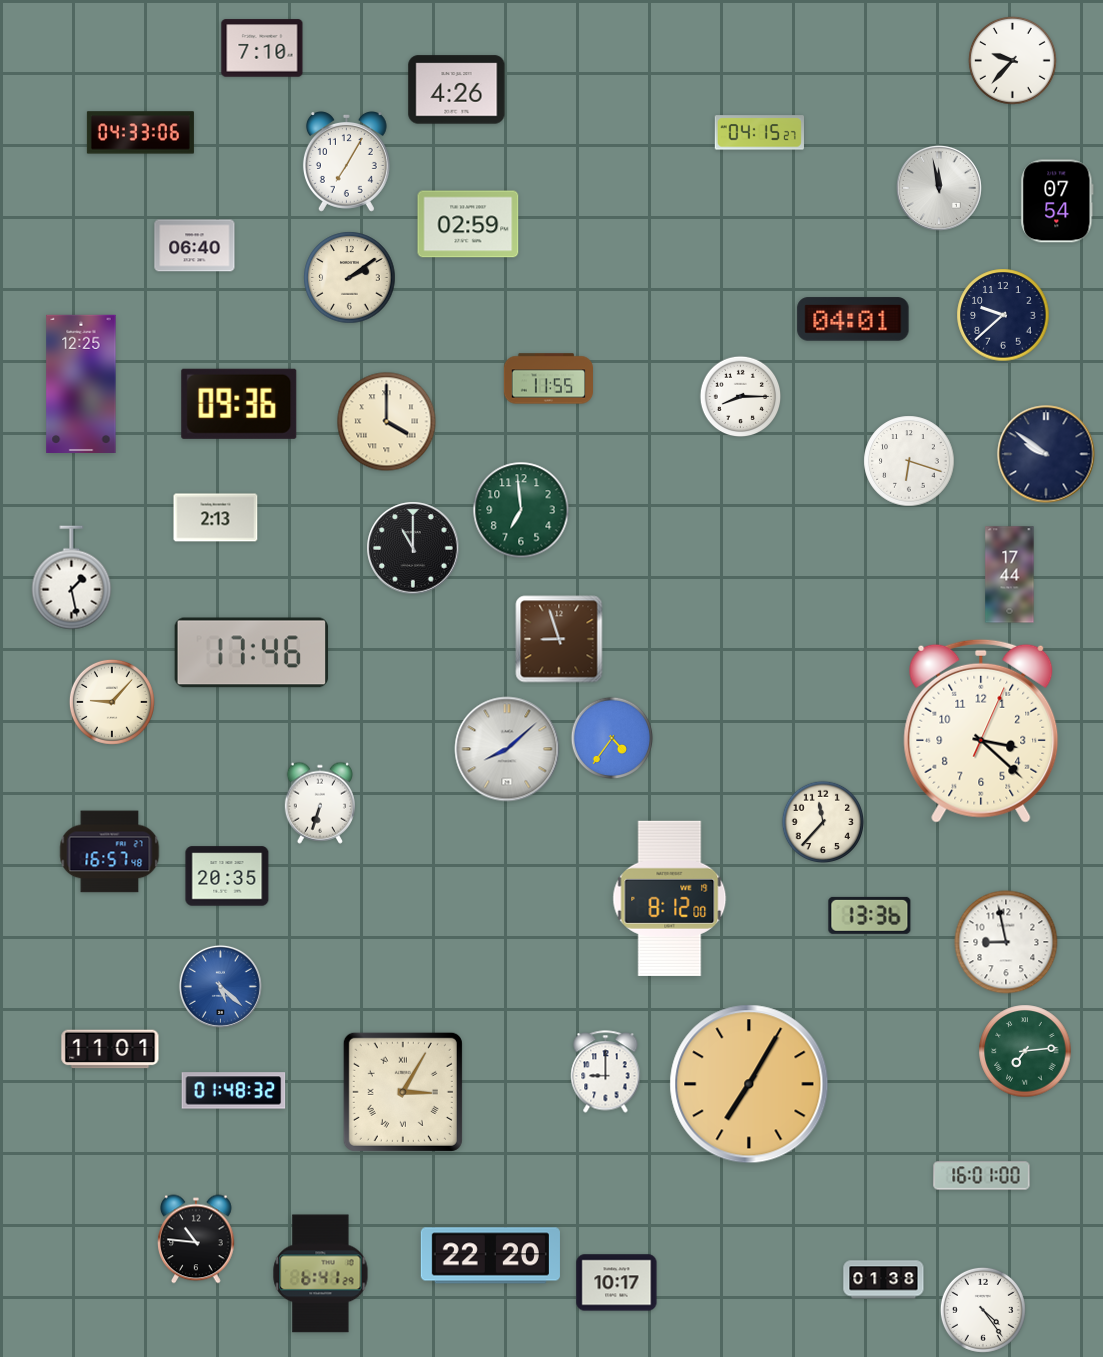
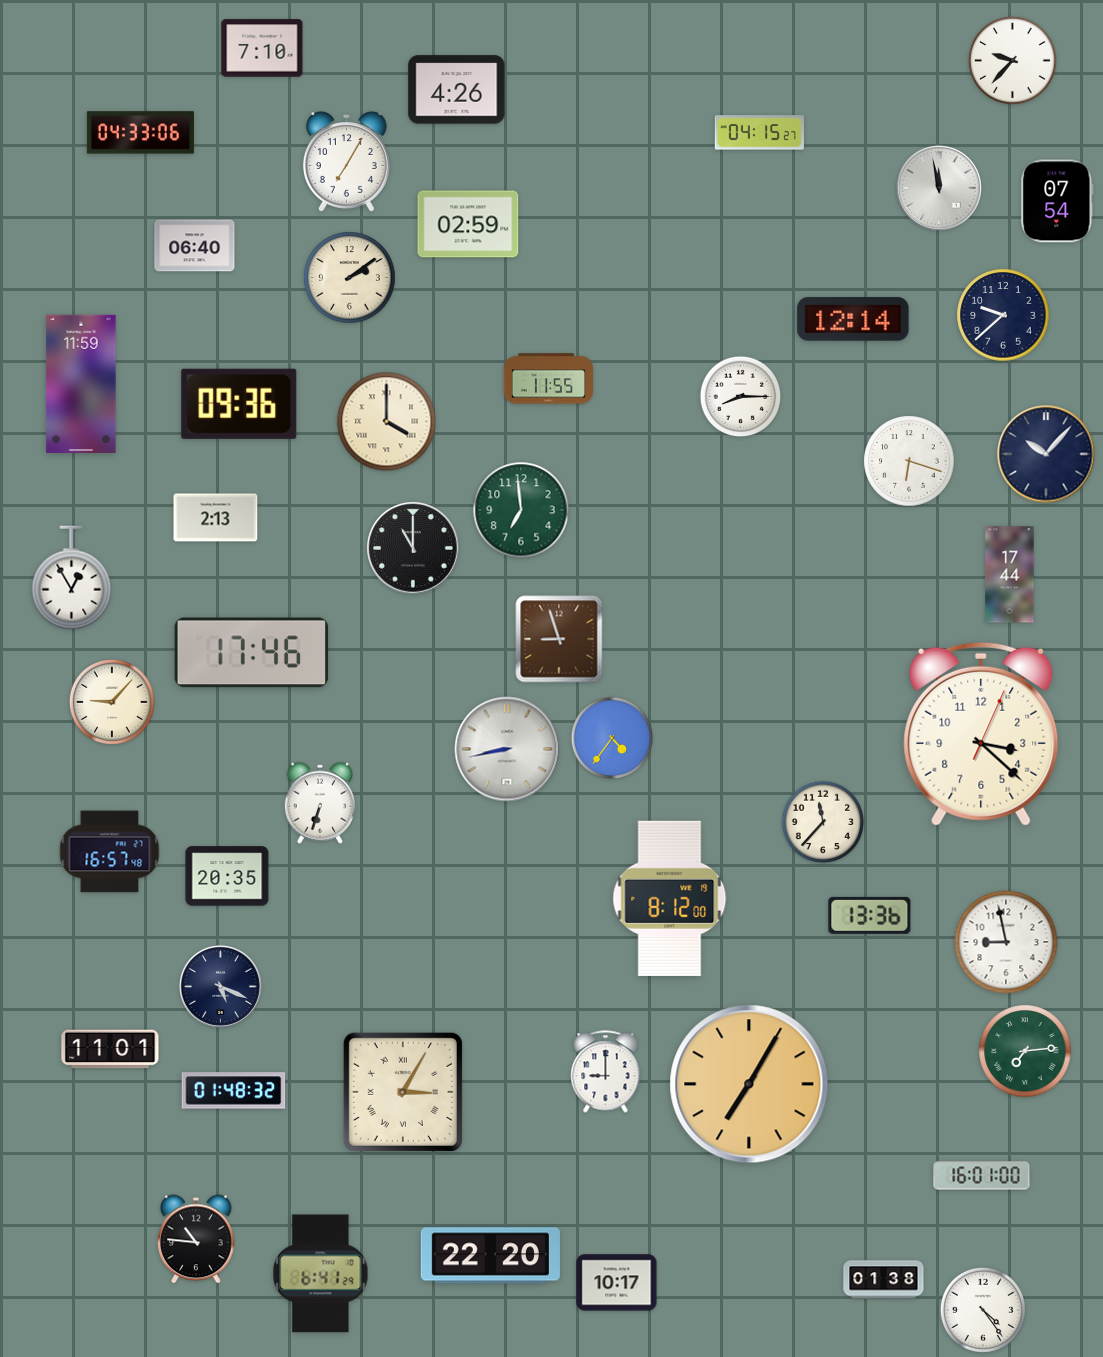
clock at (853, 319): 04:01 -> 12:14
clock at (81, 383): 12:25 -> 11:59
clock at (1046, 454): 9:51 -> 10:07
clock at (72, 578): 1:28 -> 12:55
clock at (981, 731) position: (981, 731) -> (981, 734)
clock at (507, 749): 8:08 -> 8:43
clock at (220, 986): 5:22 -> 5:19
clock at (220, 986) dial: blue -> navy
